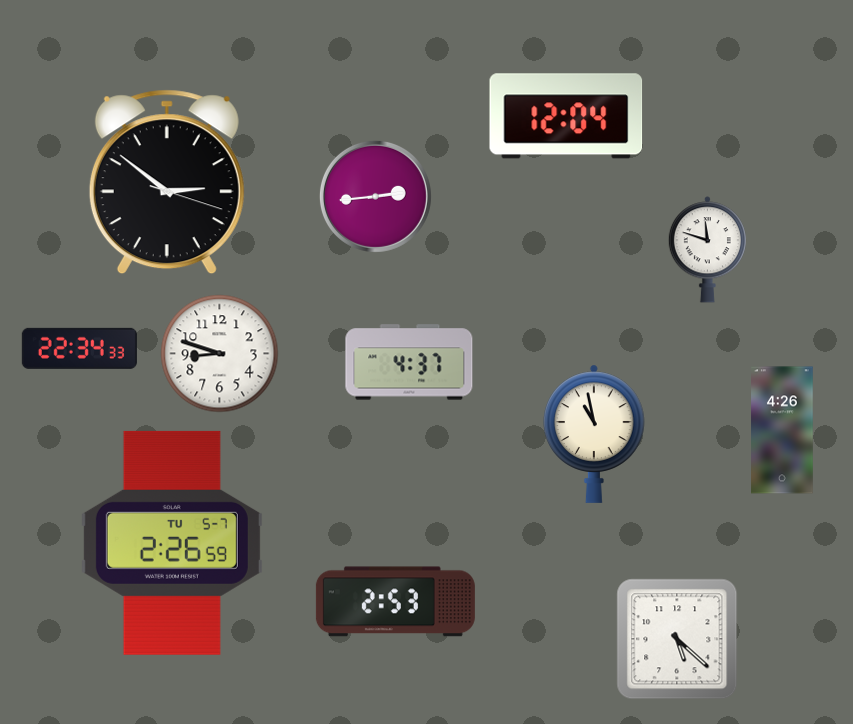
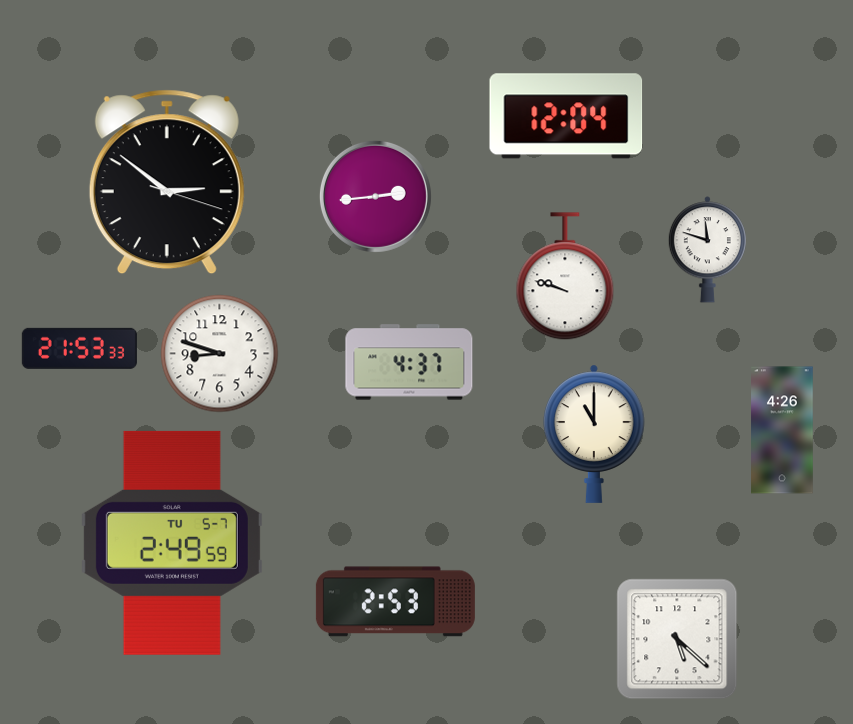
clock at (565, 277): none -> 9:48
clock at (79, 348): 22:34 -> 21:53
clock at (594, 434): 10:58 -> 11:00
clock at (172, 543): 2:26 -> 2:49
